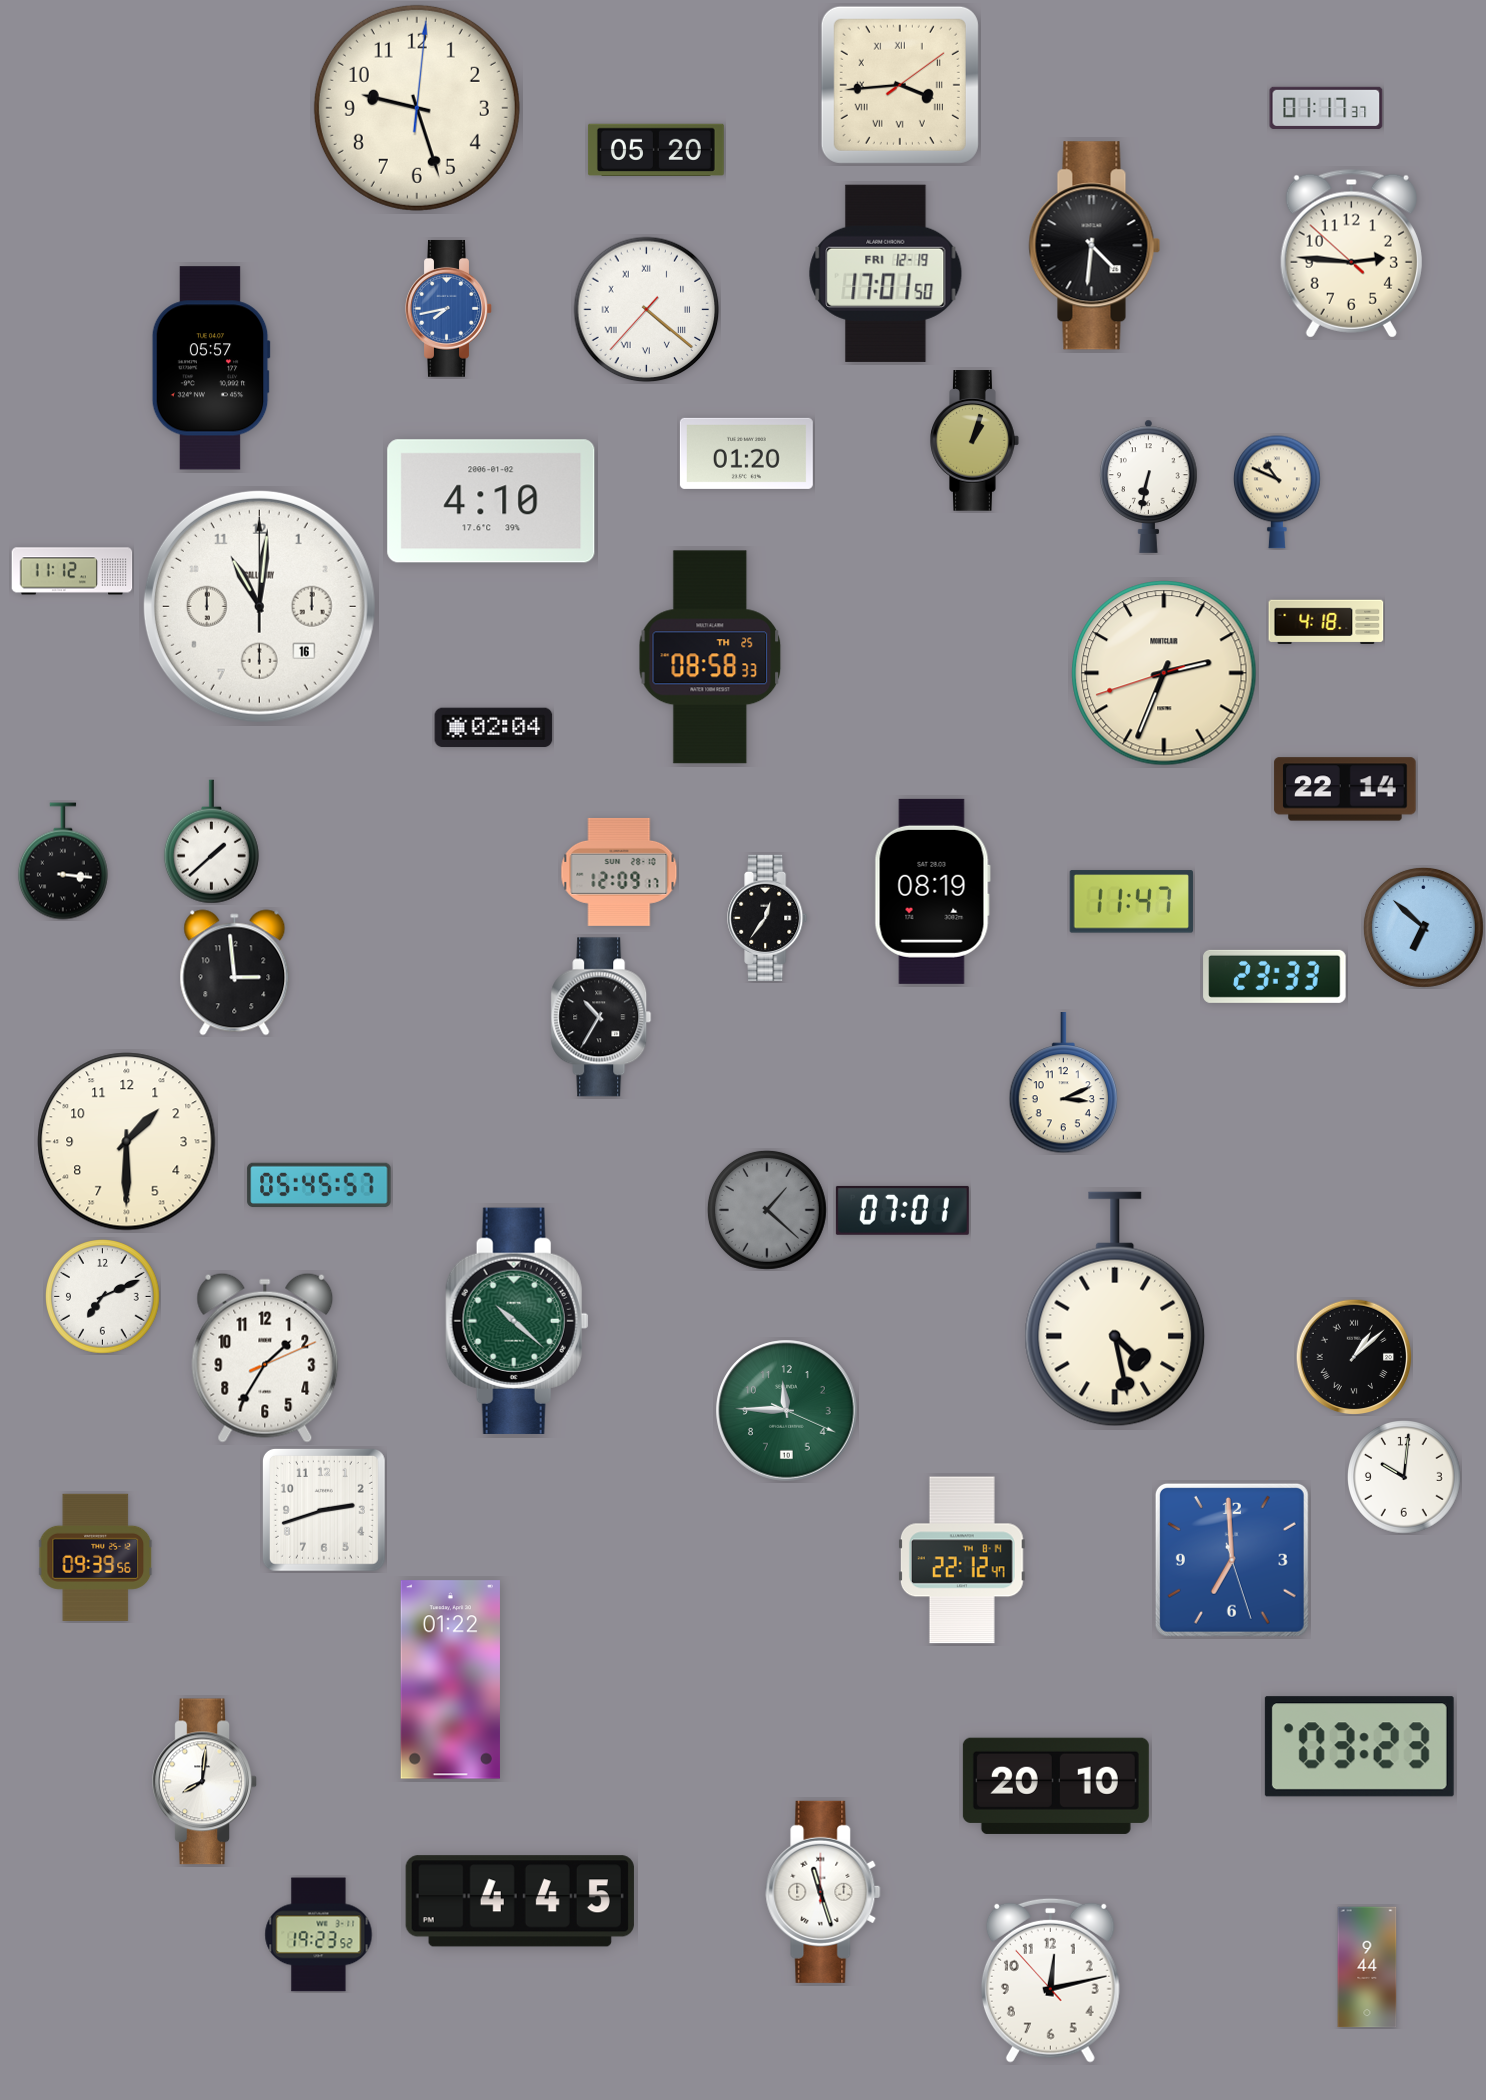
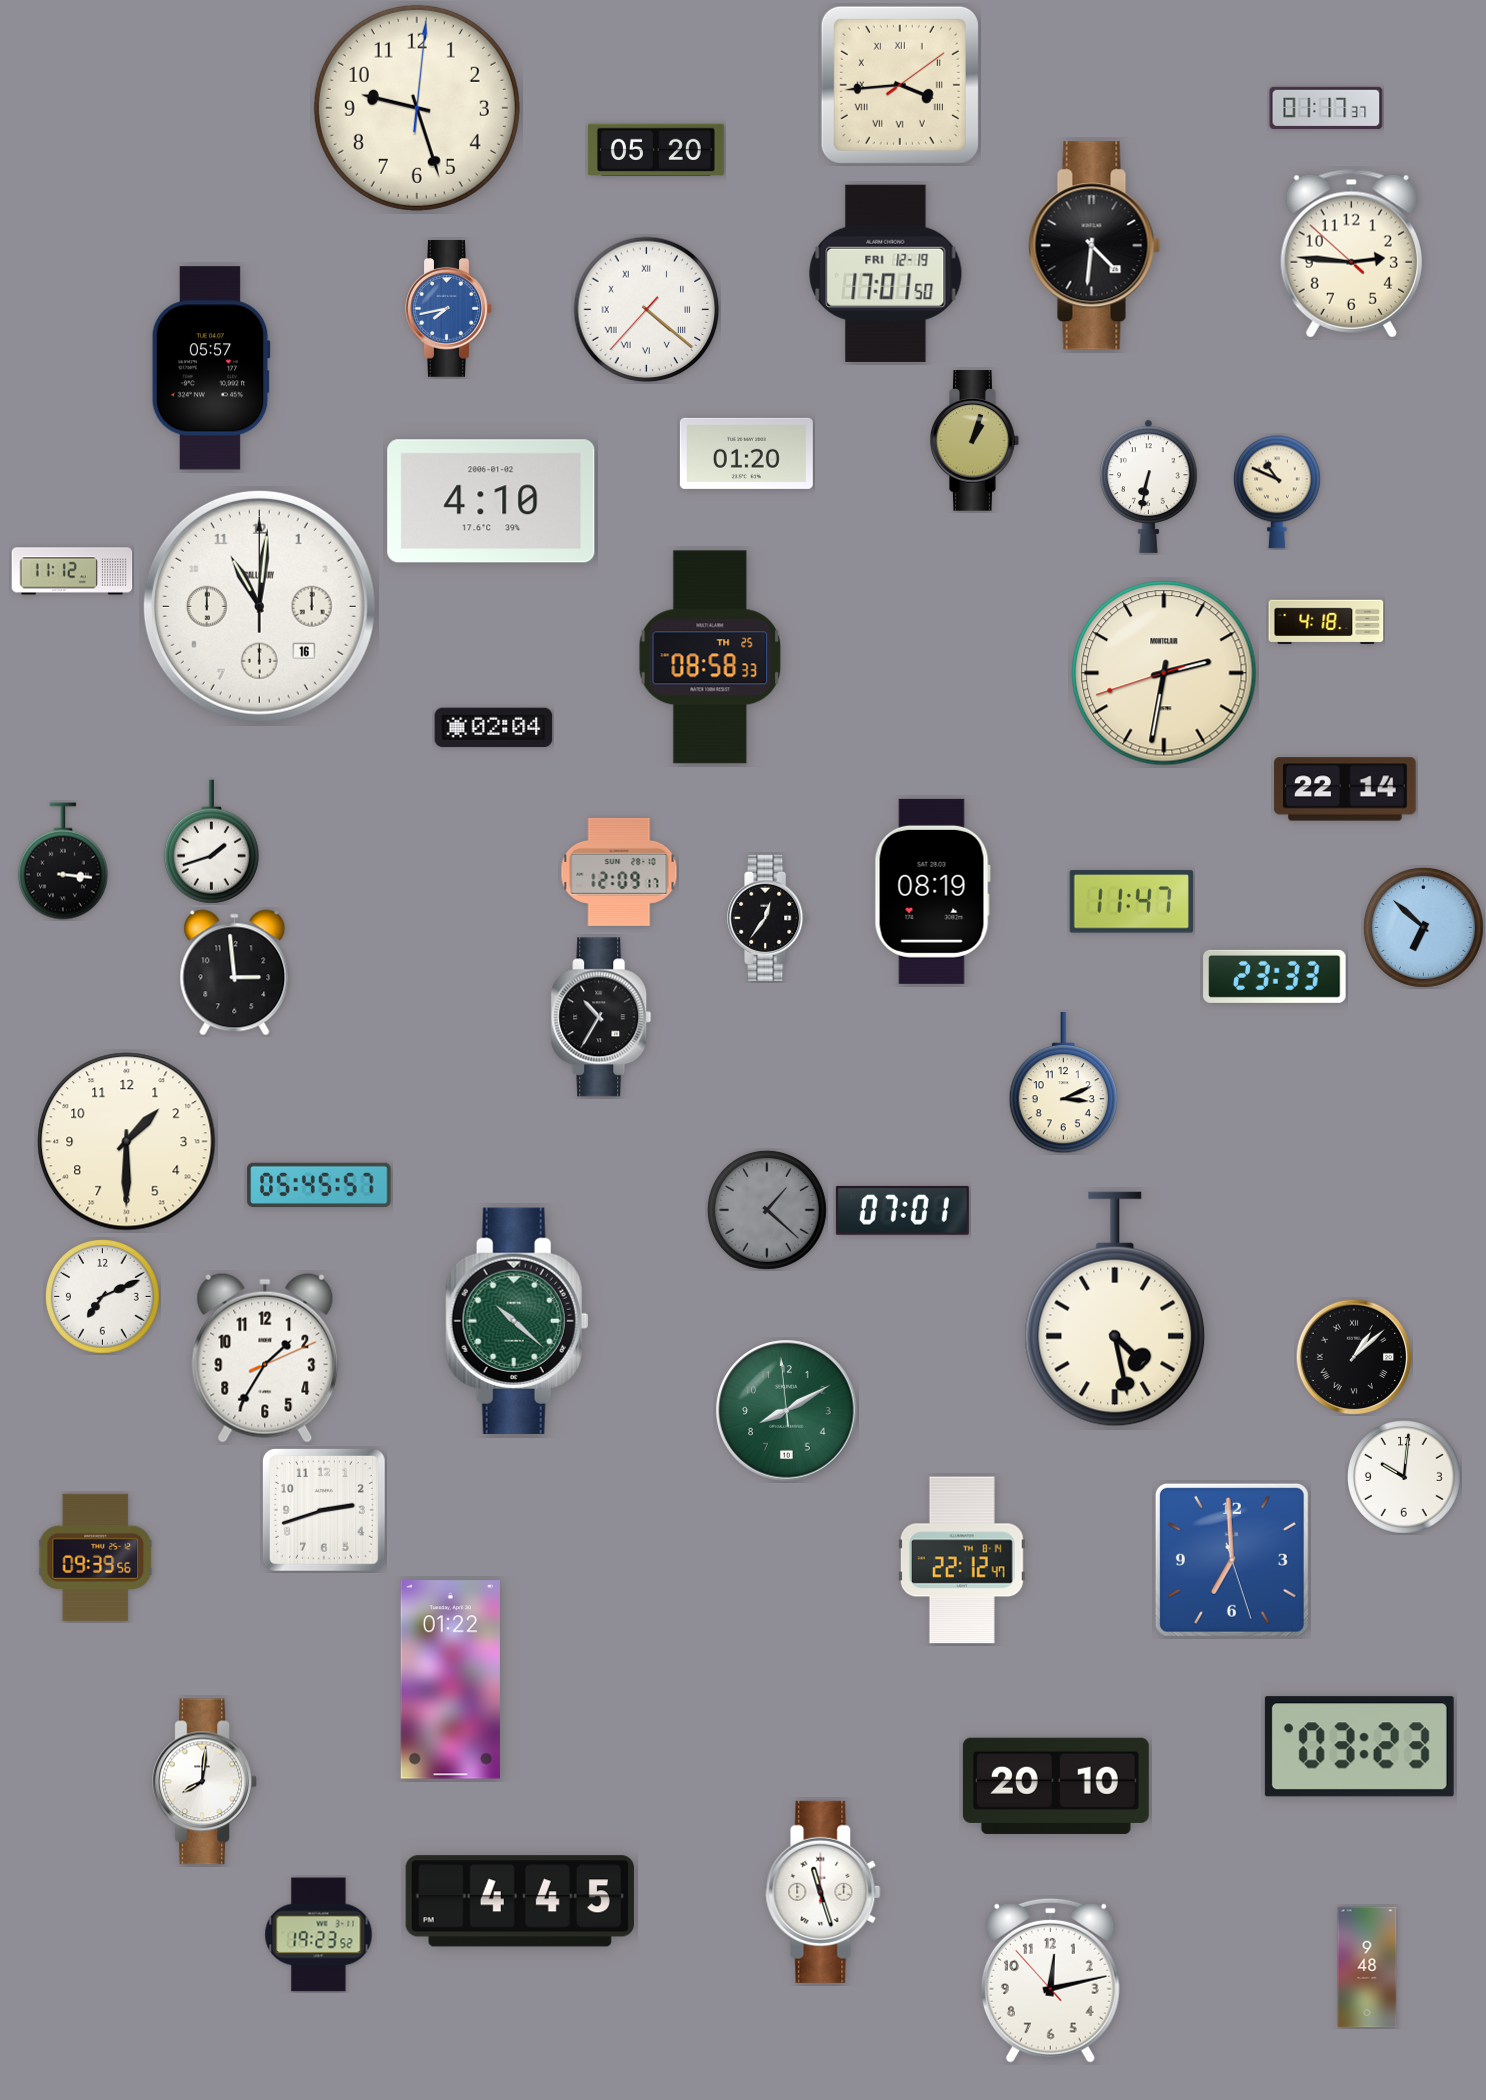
clock at (1164, 673): 2:33 -> 2:31
clock at (211, 842): 1:38 -> 1:42
clock at (787, 1411): 11:45 -> 8:09
clock at (1367, 1967): 9:44 -> 9:48
